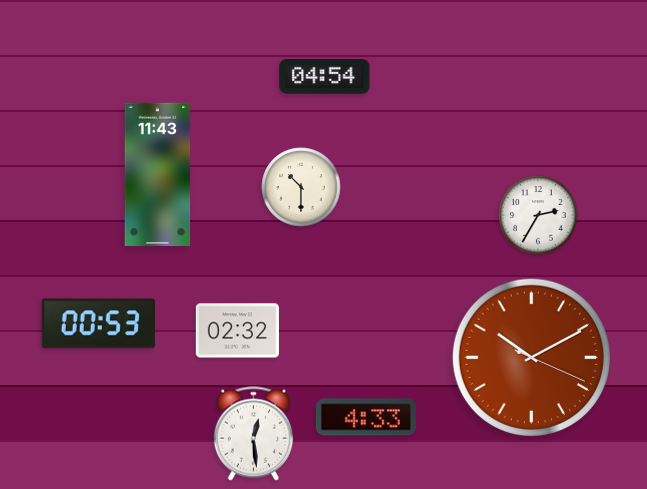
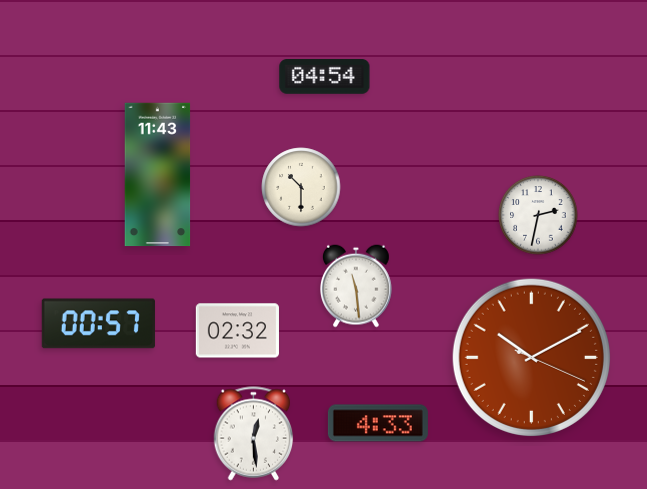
clock at (538, 215): 2:35 -> 2:32
clock at (357, 286): none -> 11:29
clock at (98, 324): 00:53 -> 00:57
clock at (366, 417) position: (366, 417) -> (378, 423)
